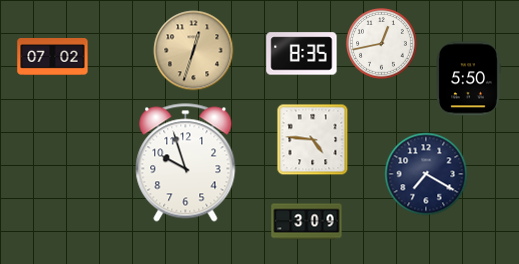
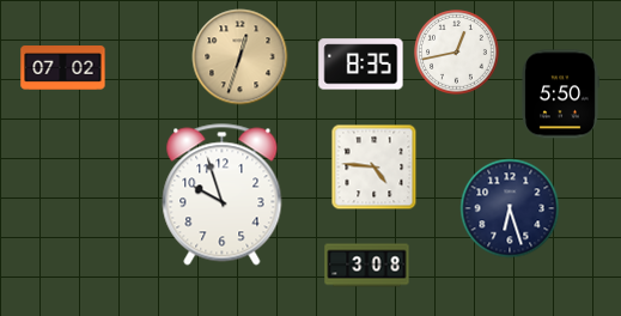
clock at (194, 51) position: (194, 51) -> (241, 57)
clock at (426, 174): 7:20 -> 6:27
clock at (307, 222): 3:09 -> 3:08
